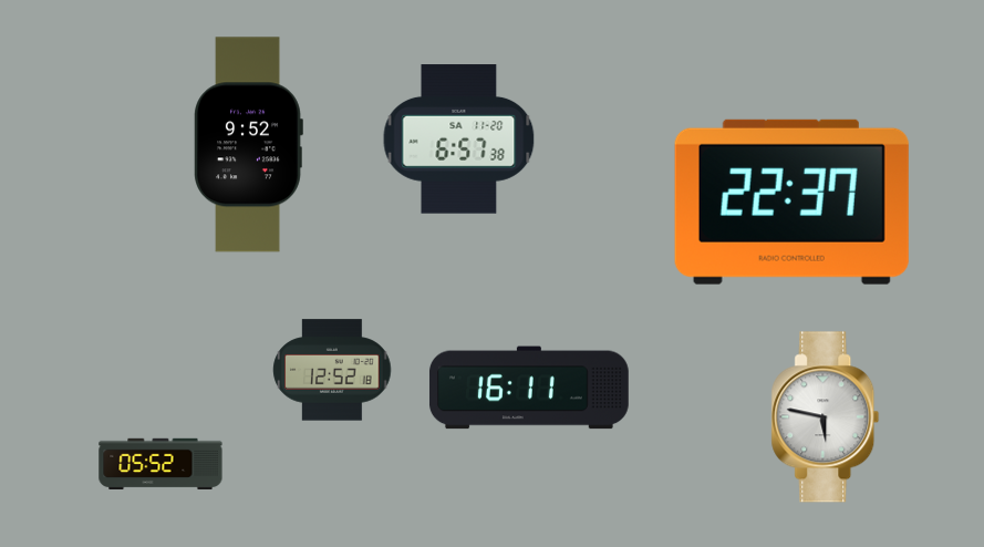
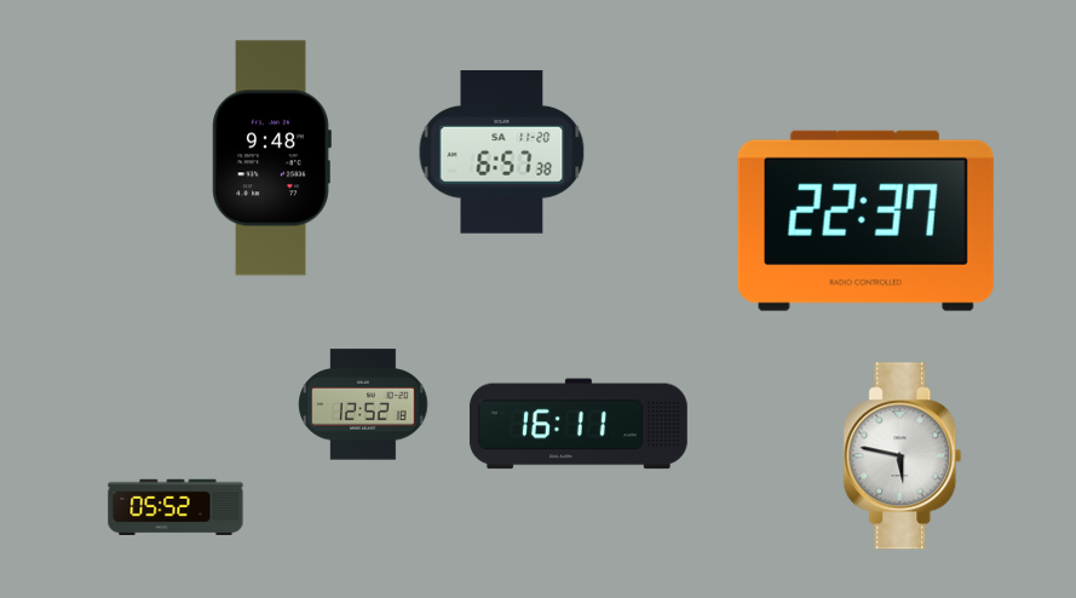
clock at (248, 145): 9:52 -> 9:48
